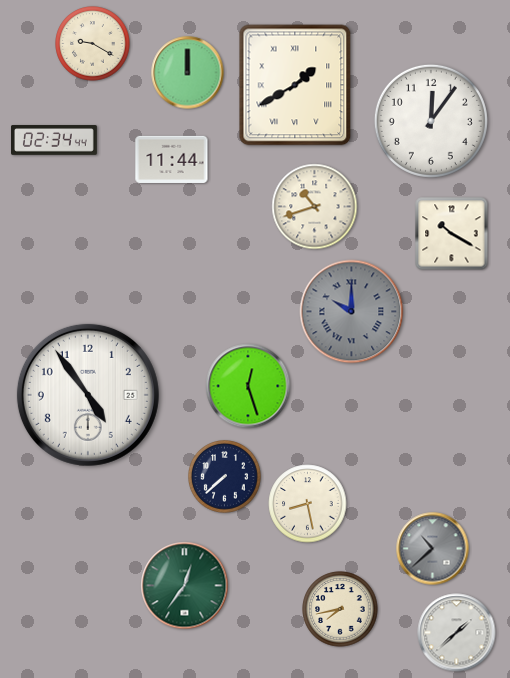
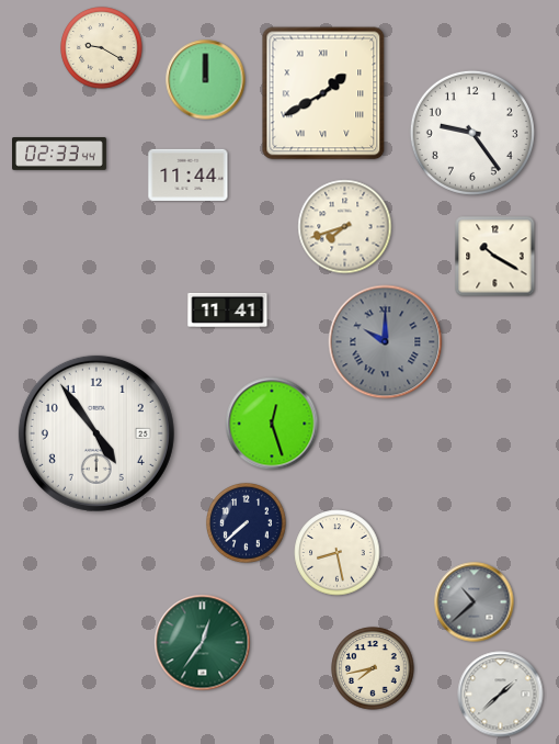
clock at (431, 121): 12:06 -> 9:24
clock at (55, 140): 02:34 -> 02:33
clock at (315, 207): 10:42 -> 7:42
clock at (228, 309): none -> 11:41
